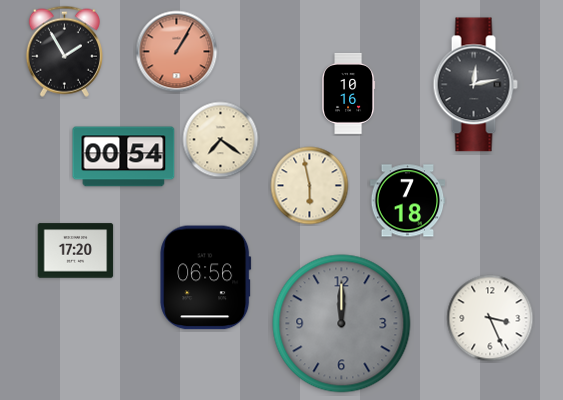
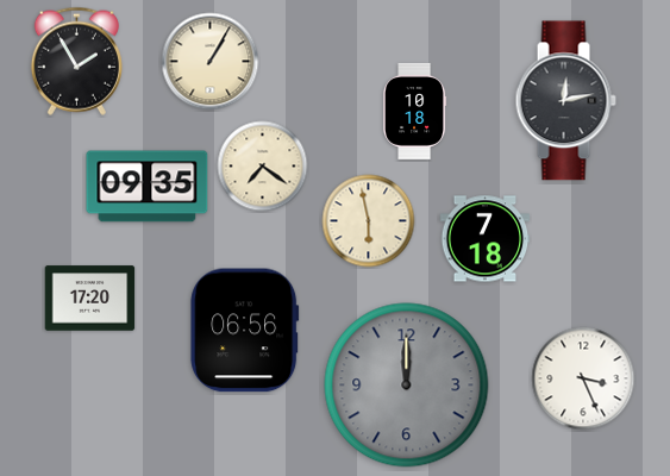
clock at (177, 52) dial: salmon -> cream
clock at (348, 93): 10:16 -> 10:18
clock at (124, 157): 00:54 -> 09:35
